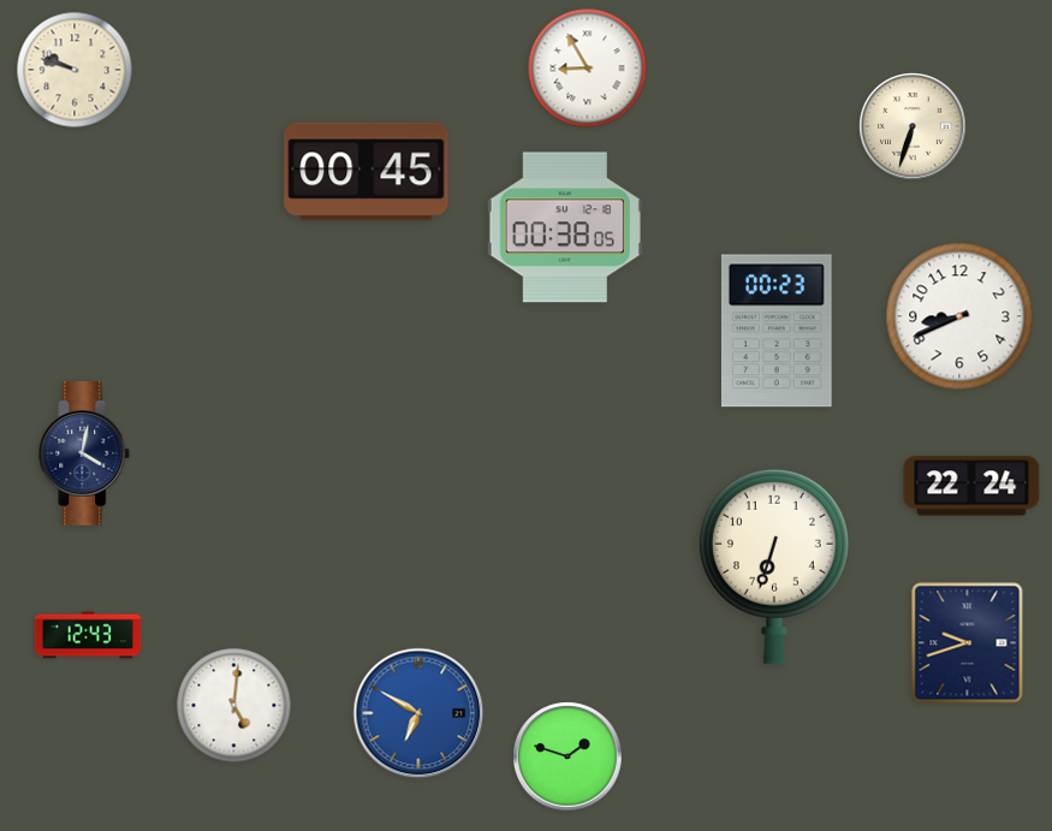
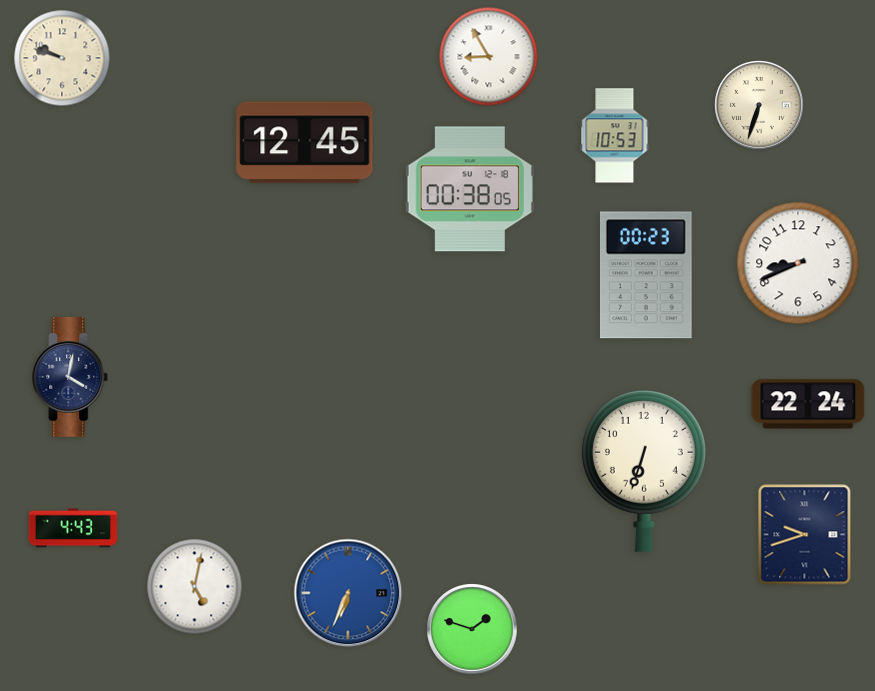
clock at (615, 136): none -> 10:53
clock at (367, 172): 00:45 -> 12:45
clock at (88, 635): 12:43 -> 4:43
clock at (234, 706): 5:01 -> 5:02
clock at (418, 713): 6:50 -> 6:34
